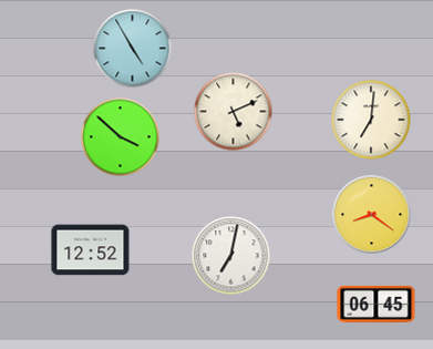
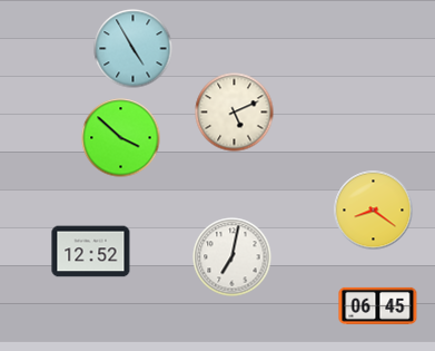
clock at (371, 120): 7:01 -> none
clock at (372, 215) position: (372, 215) -> (374, 211)
